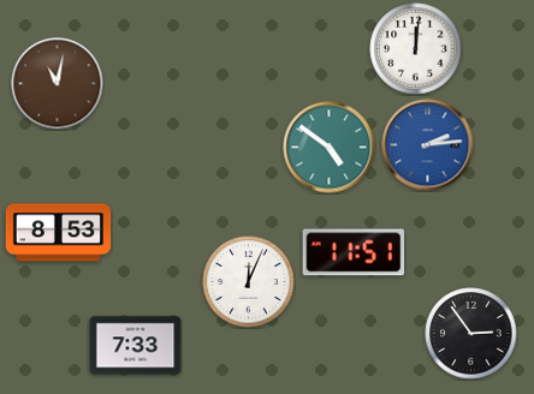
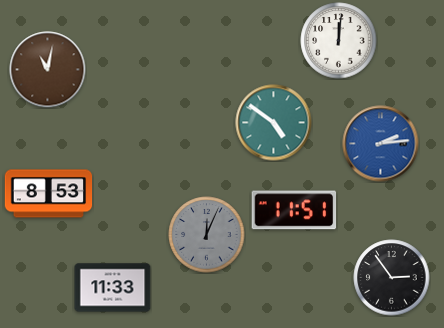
clock at (416, 49) position: (416, 49) -> (339, 41)
clock at (428, 145) position: (428, 145) -> (381, 144)
clock at (249, 282) dial: white -> grey
clock at (136, 346): 7:33 -> 11:33
